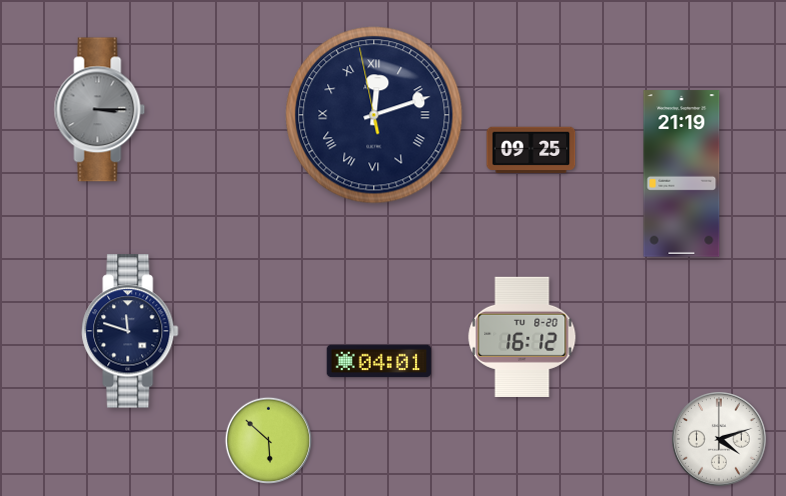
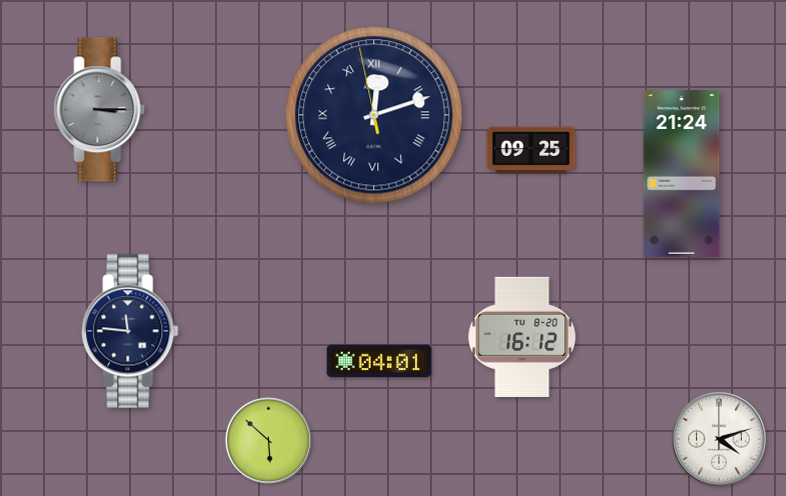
clock at (682, 174): 21:19 -> 21:24
clock at (130, 331): 11:48 -> 11:46
